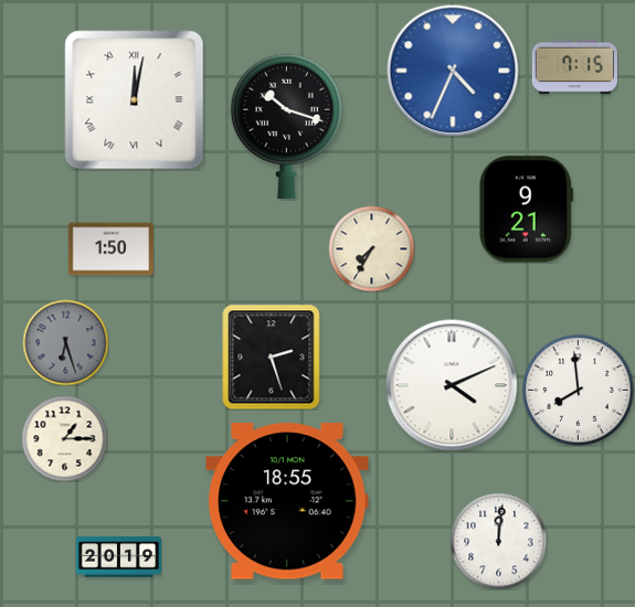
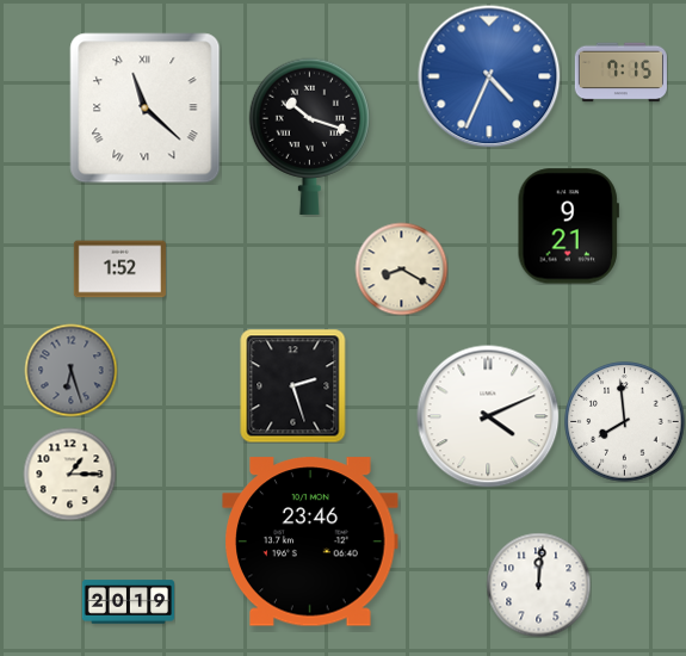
clock at (135, 100): 12:02 -> 11:22
clock at (371, 248): 7:35 -> 8:20
clock at (110, 249): 1:50 -> 1:52
clock at (287, 501): 18:55 -> 23:46
